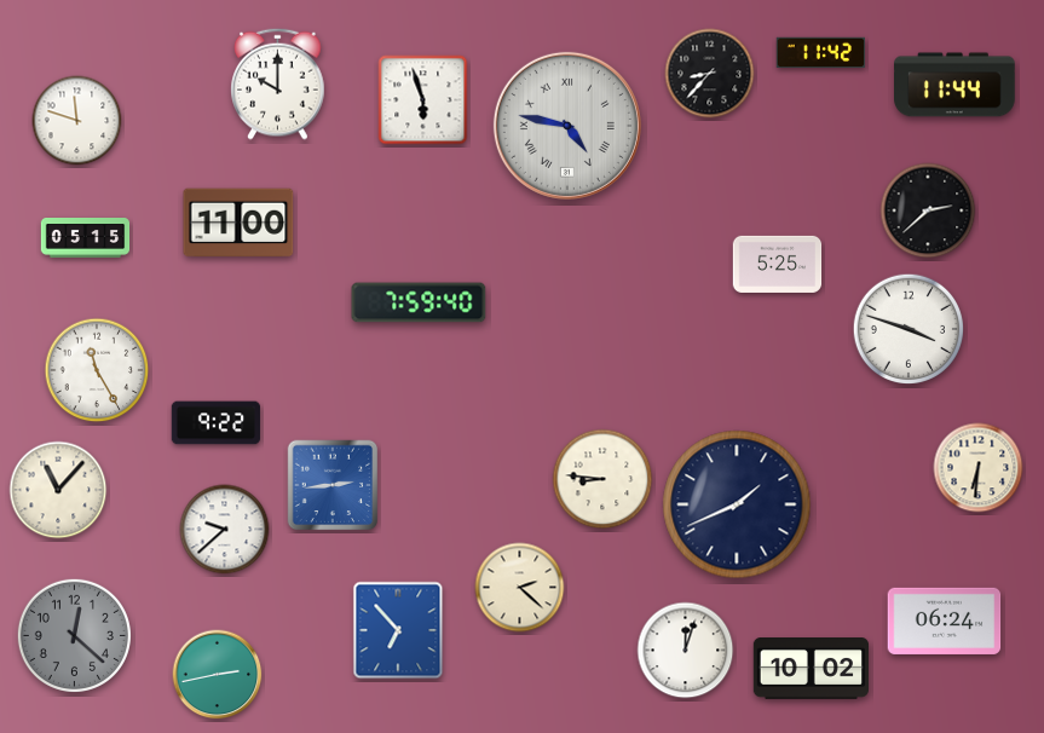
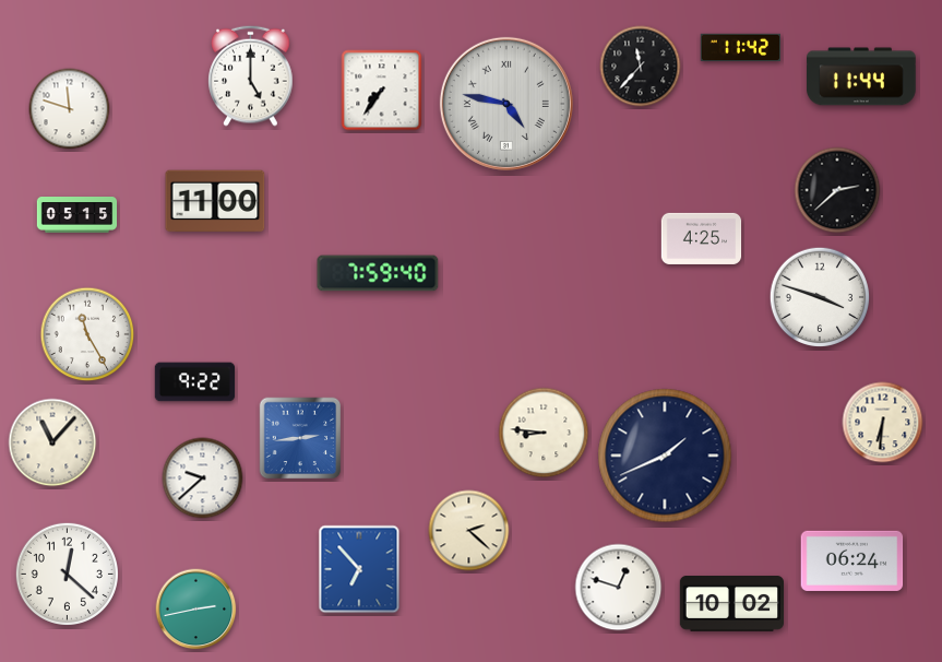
clock at (710, 74): 8:37 -> 11:37
clock at (278, 83): 10:00 -> 5:00
clock at (423, 100): 5:57 -> 7:36
clock at (567, 126) position: (567, 126) -> (506, 104)
clock at (778, 264): 5:25 -> 4:25
clock at (74, 635) dial: grey -> white
clock at (686, 651): 12:03 -> 12:48
